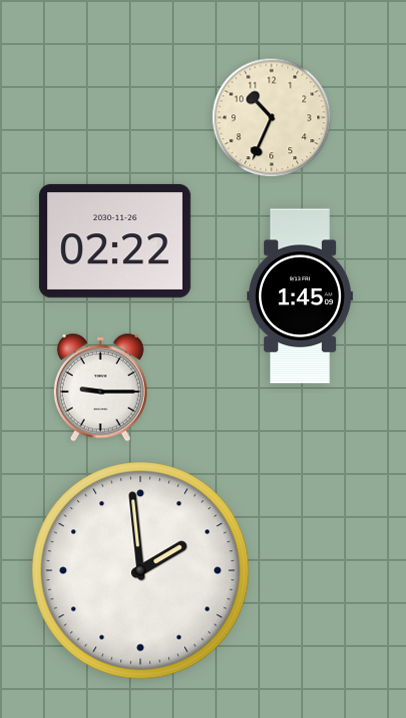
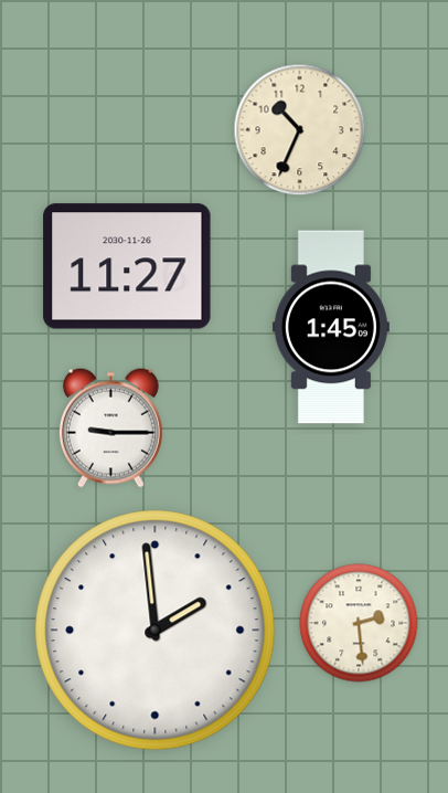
clock at (115, 241): 02:22 -> 11:27
clock at (359, 623): none -> 2:29
